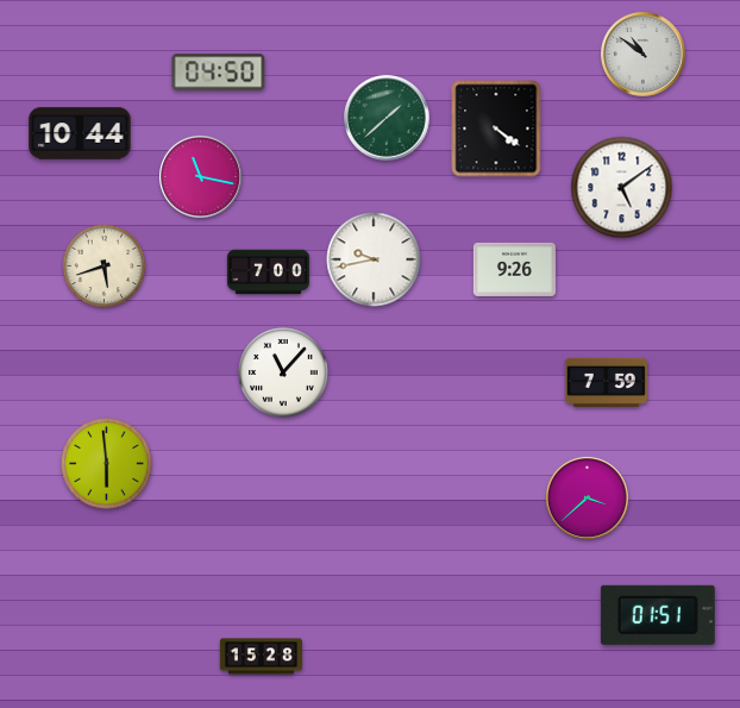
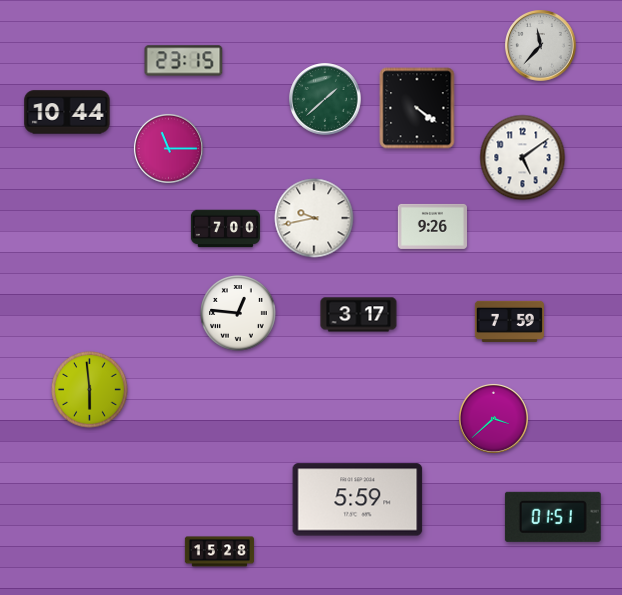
clock at (644, 55): 10:51 -> 11:37
clock at (219, 73): 04:50 -> 23:15
clock at (200, 176): 11:17 -> 11:15
clock at (105, 267): 5:42 -> none
clock at (283, 372): 11:07 -> 12:46
clock at (359, 315): none -> 3:17
clock at (358, 500): none -> 5:59
